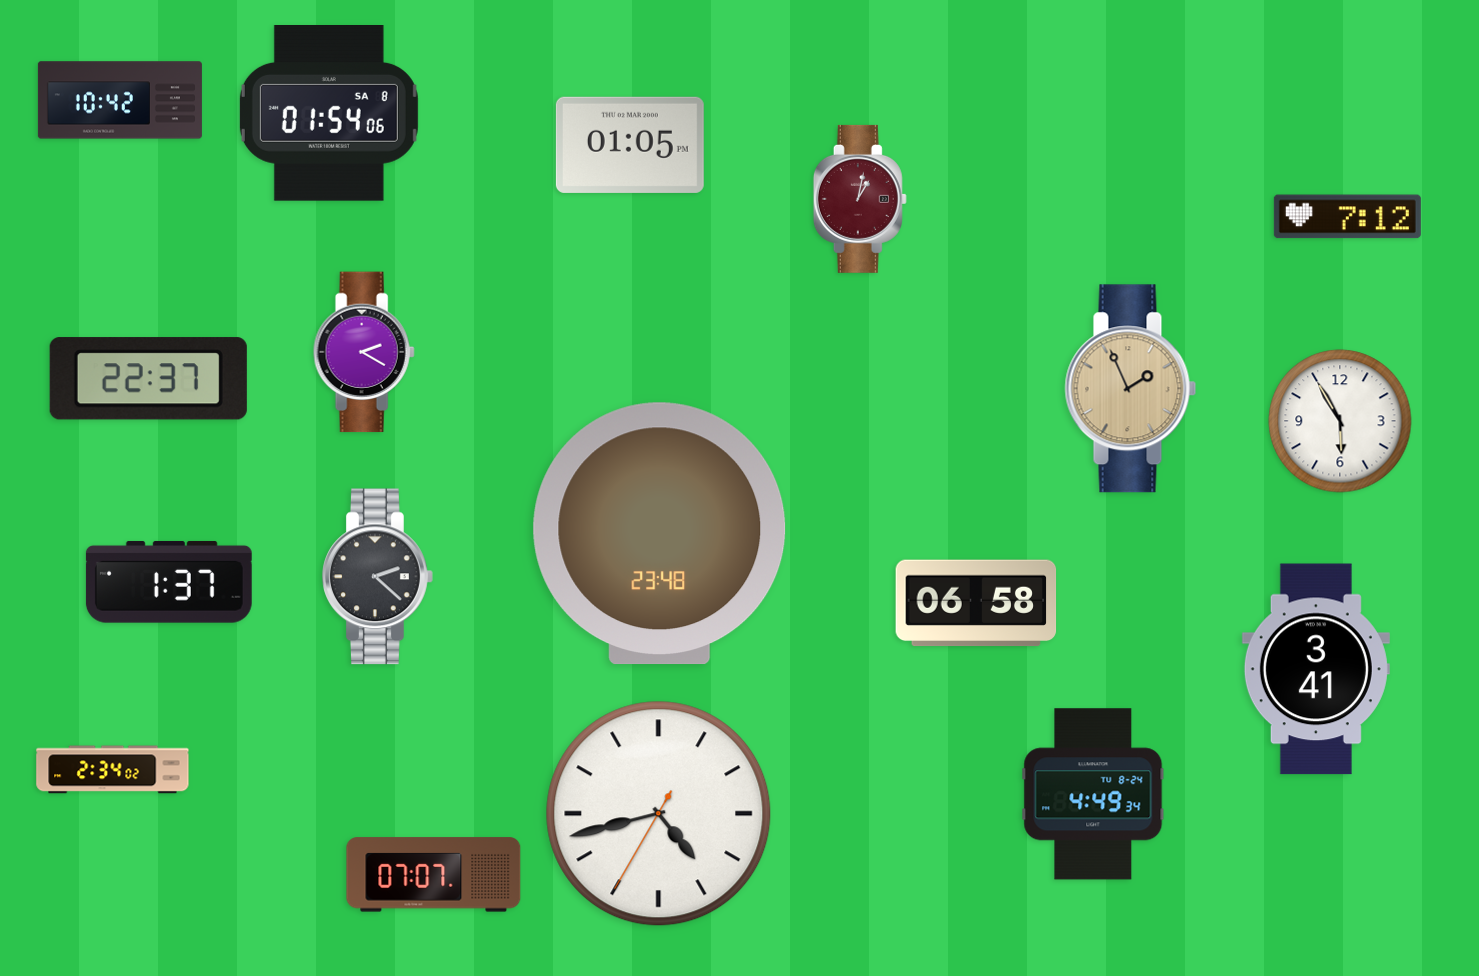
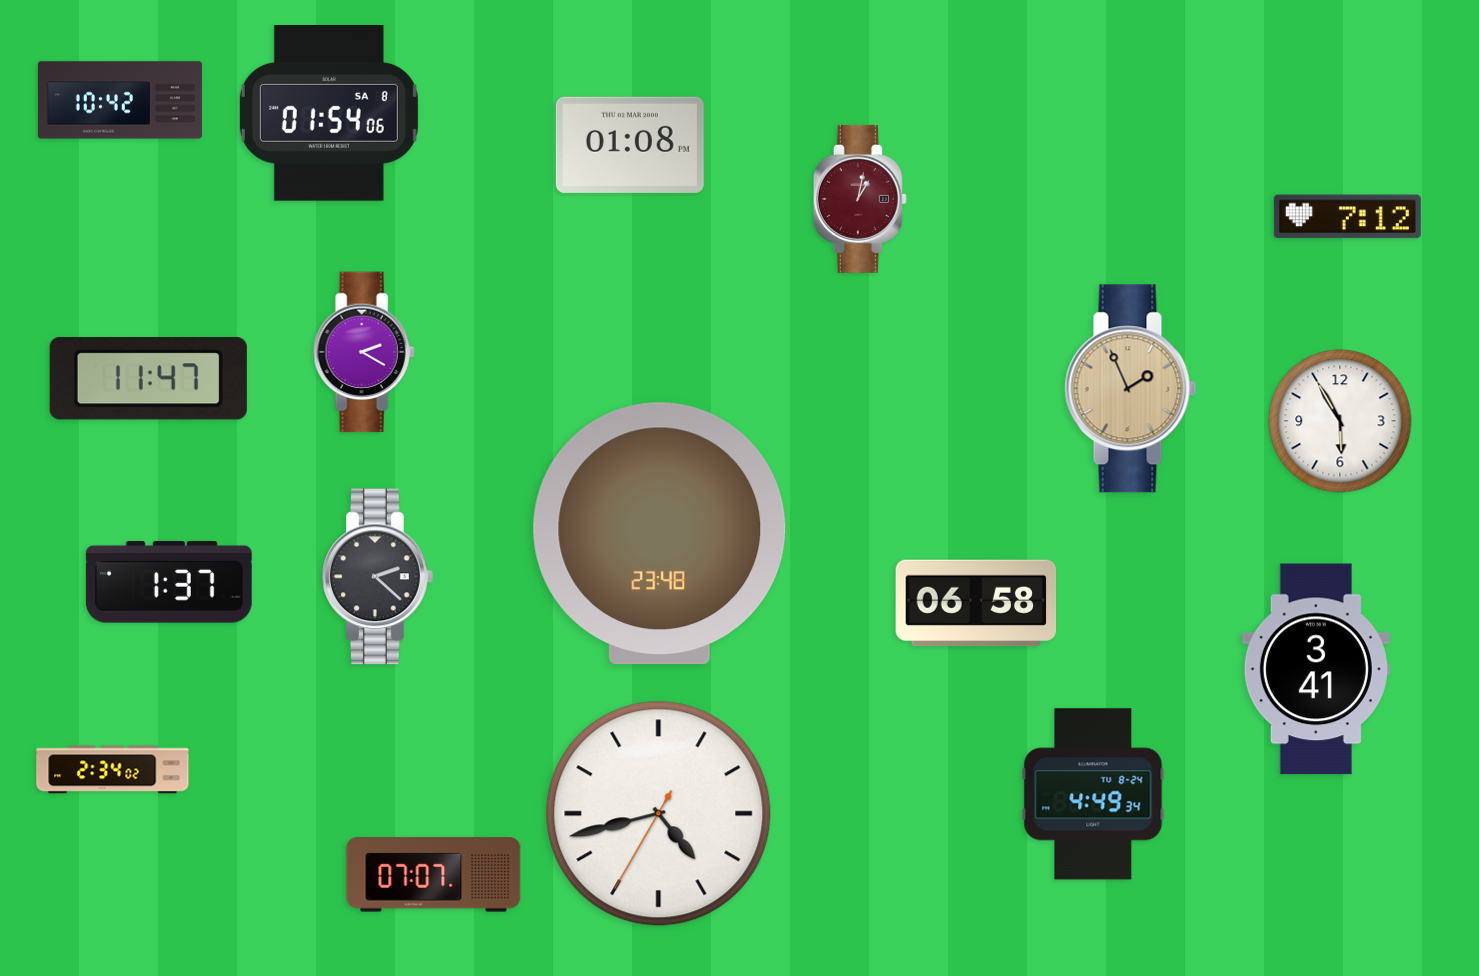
clock at (630, 145): 01:05 -> 01:08
clock at (148, 379): 22:37 -> 11:47
